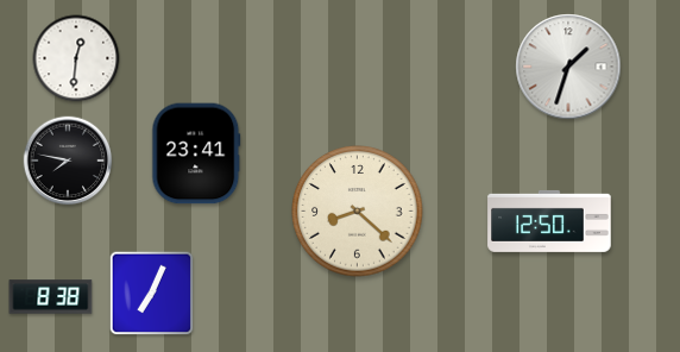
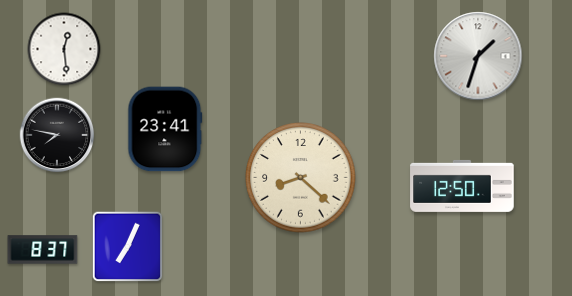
clock at (76, 58): 12:31 -> 12:29
clock at (51, 297): 8:38 -> 8:37
